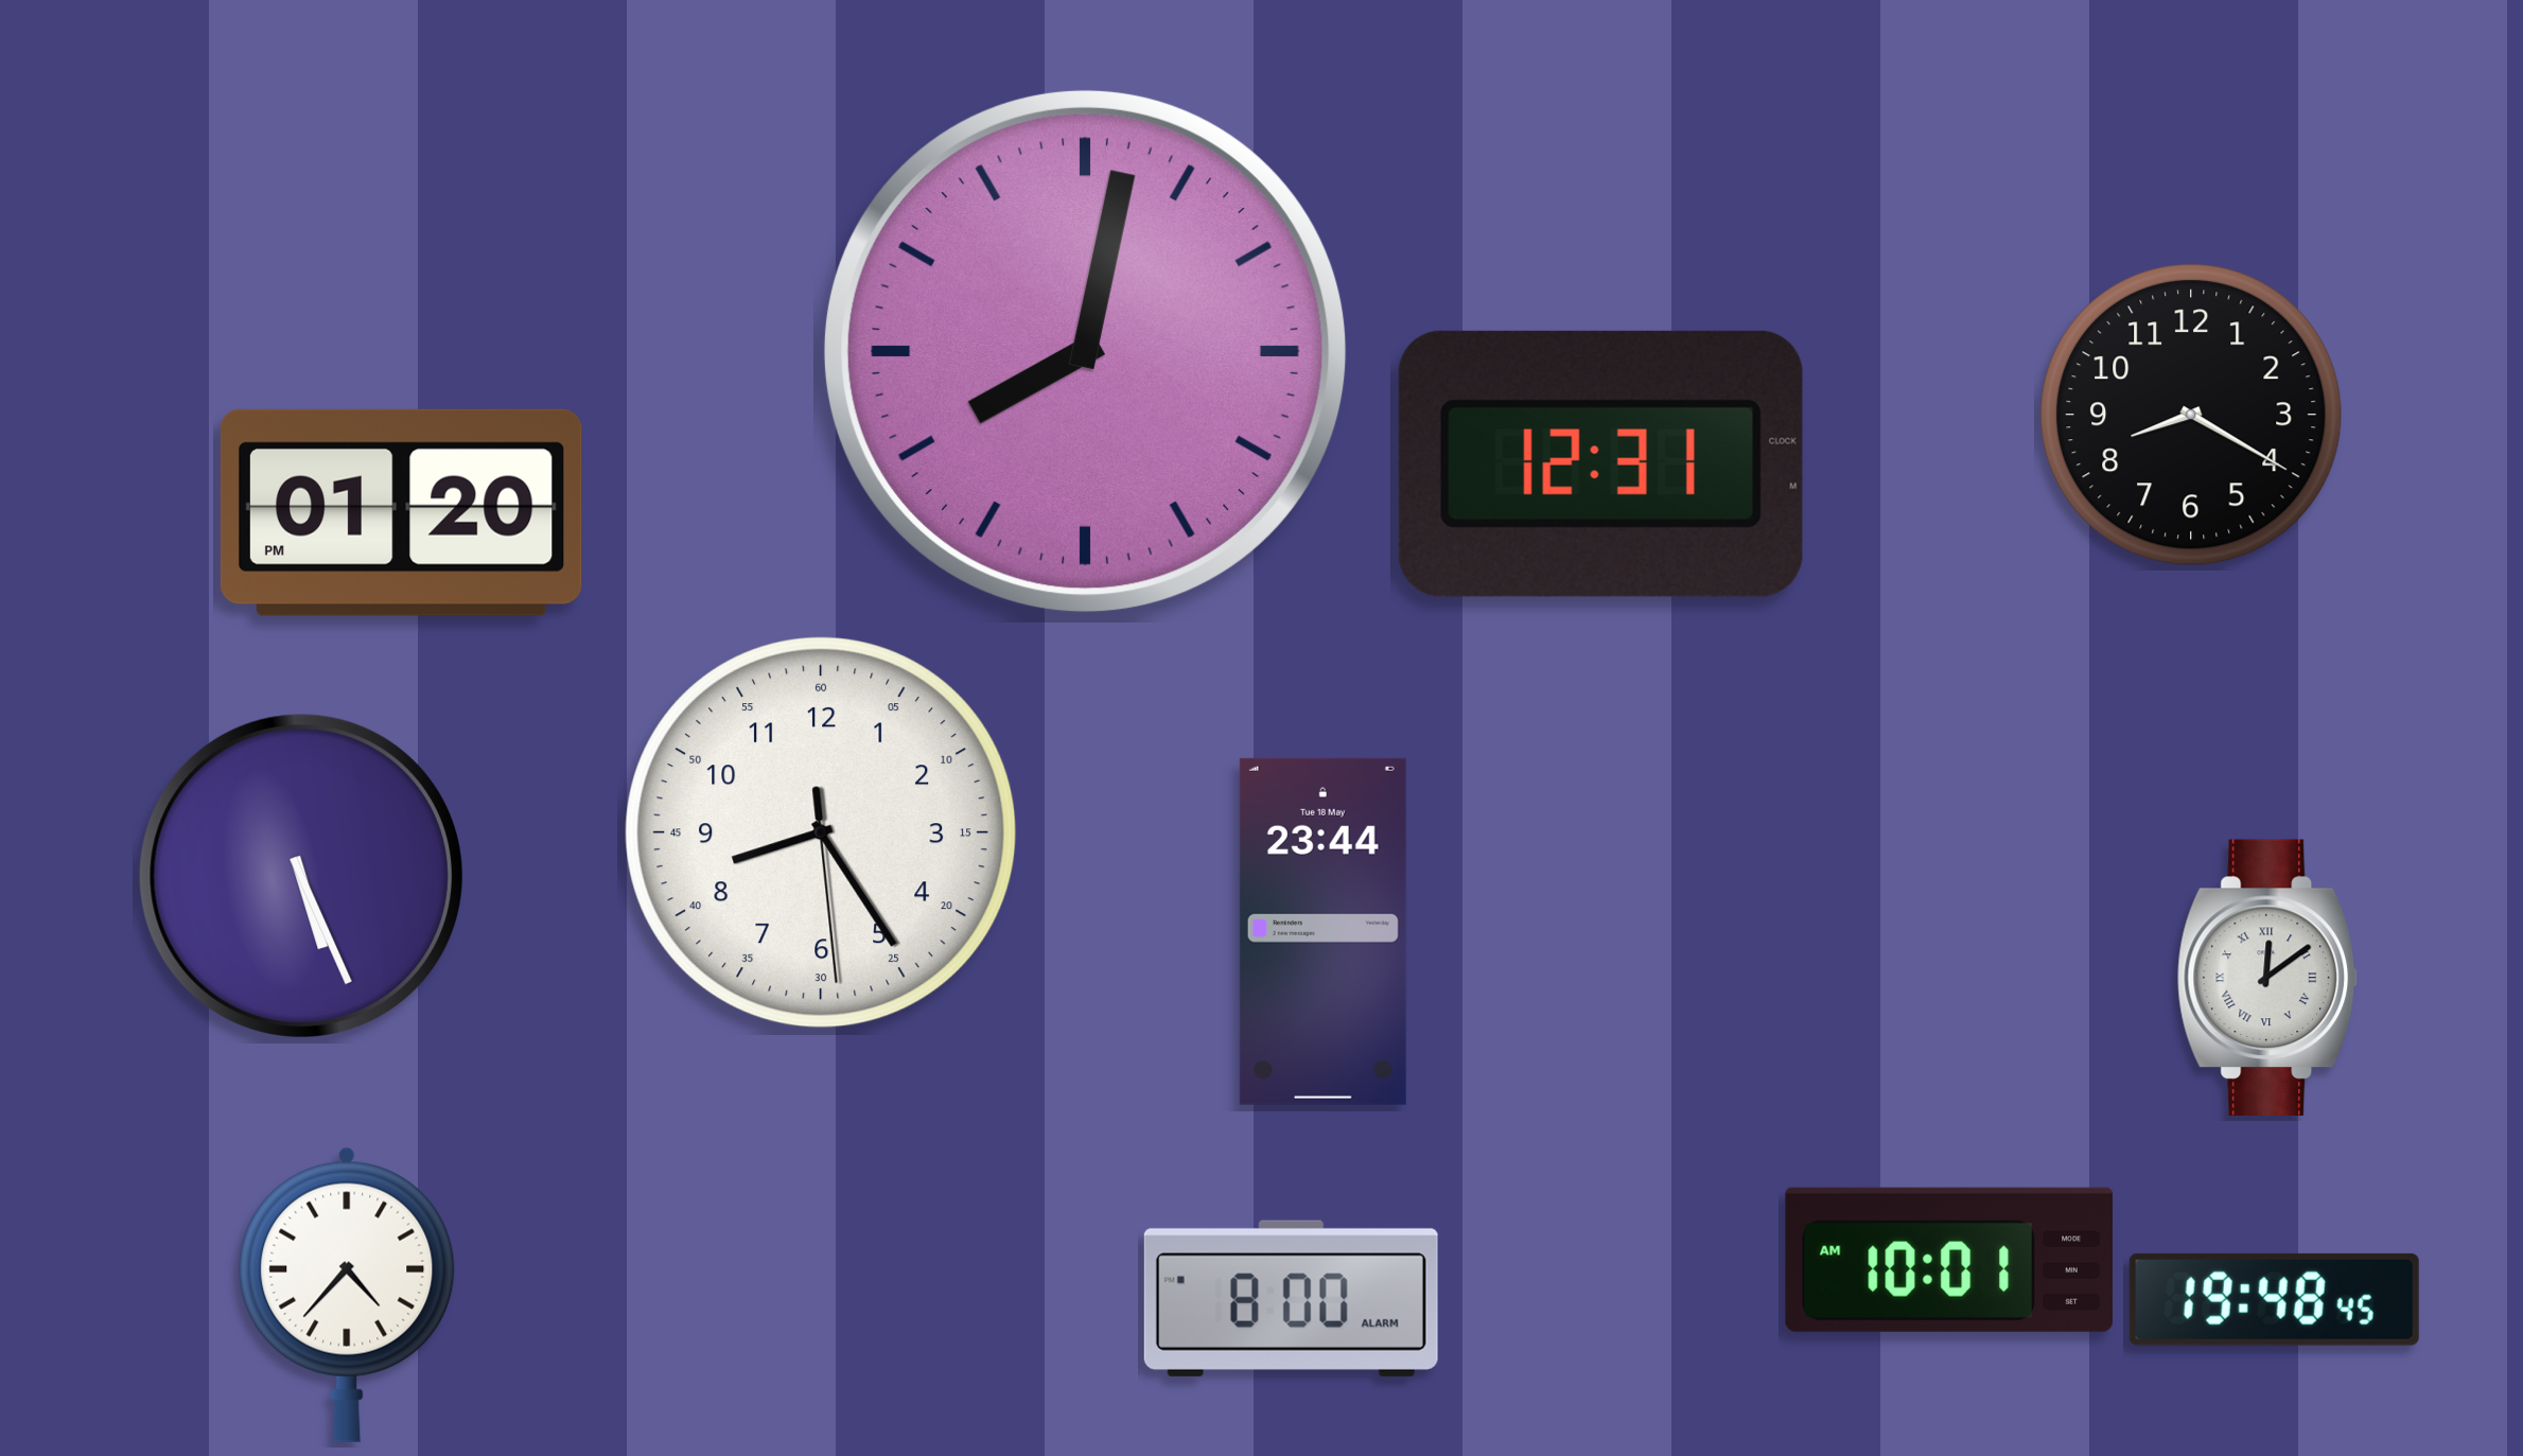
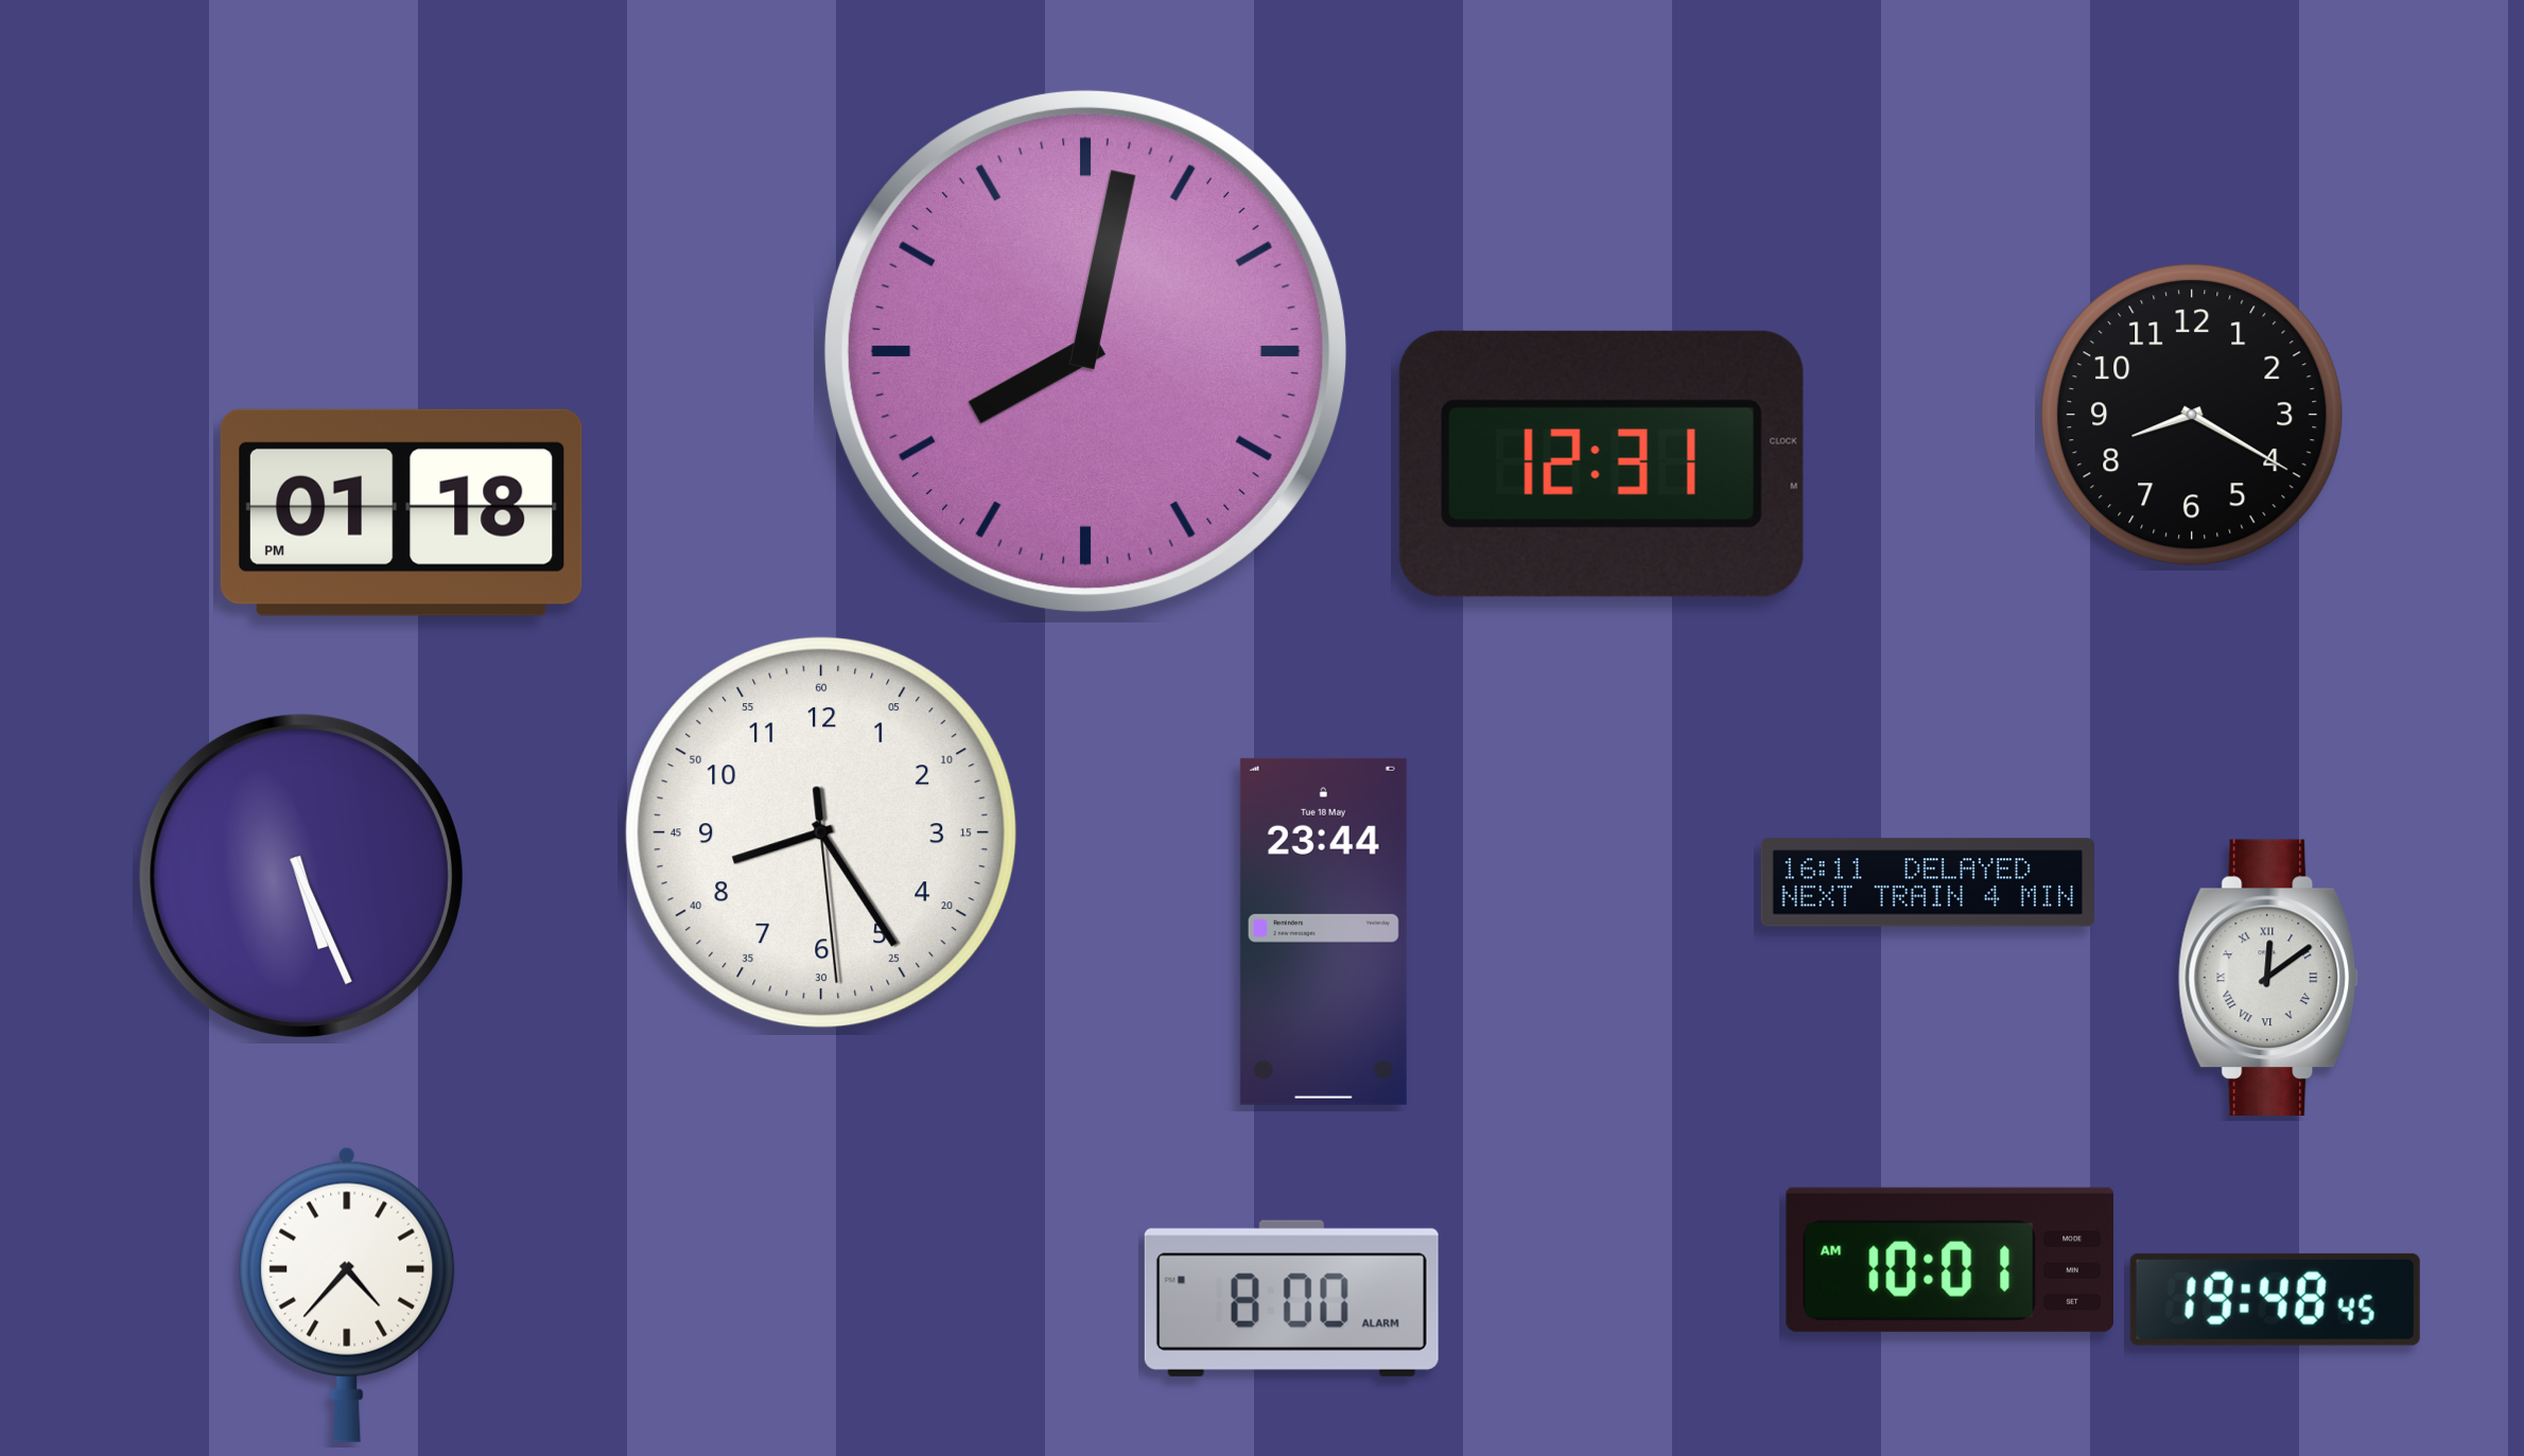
clock at (401, 512): 01:20 -> 01:18
clock at (1927, 882): none -> 16:11
